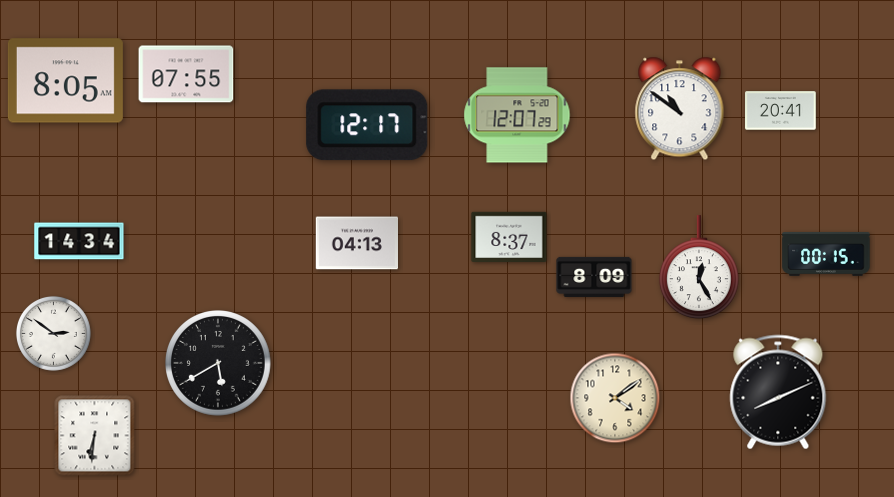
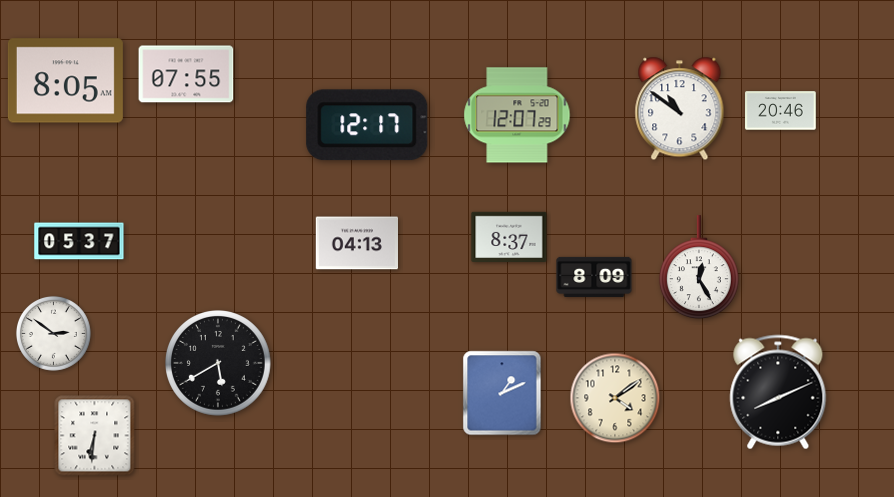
clock at (781, 111): 20:41 -> 20:46
clock at (79, 241): 14:34 -> 05:37
clock at (826, 254): 00:15 -> none
clock at (502, 393): none -> 1:11
